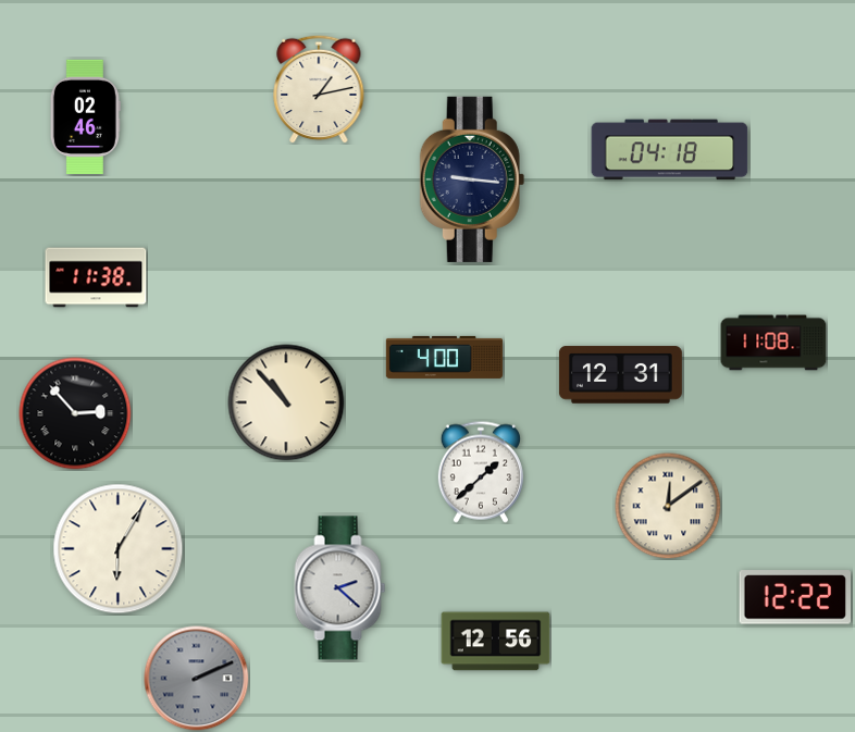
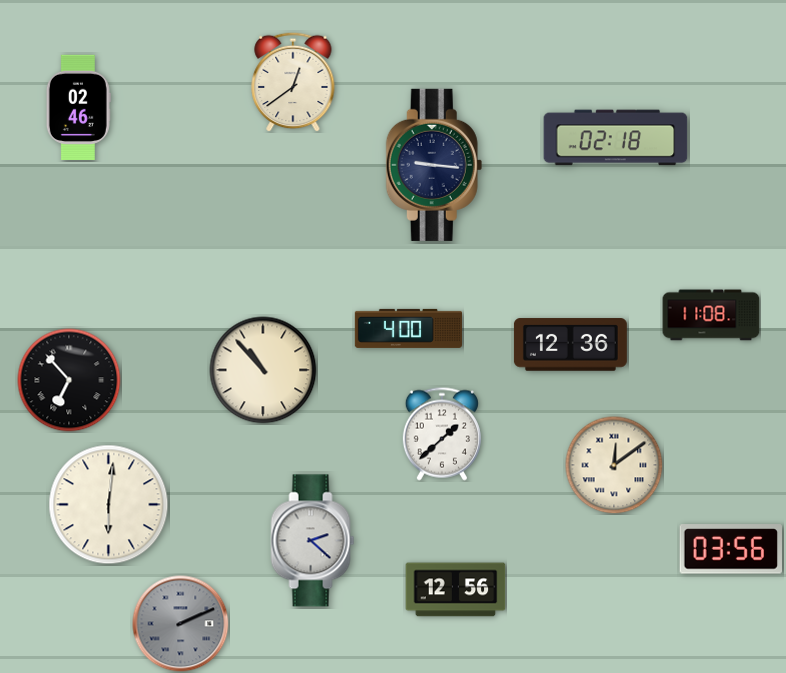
clock at (319, 89): 1:13 -> 12:39
clock at (670, 150): 04:18 -> 02:18
clock at (96, 277): 11:38 -> none
clock at (620, 375): 12:31 -> 12:36
clock at (75, 413): 2:53 -> 6:53
clock at (119, 549): 6:05 -> 6:01
clock at (794, 597): 12:22 -> 03:56
